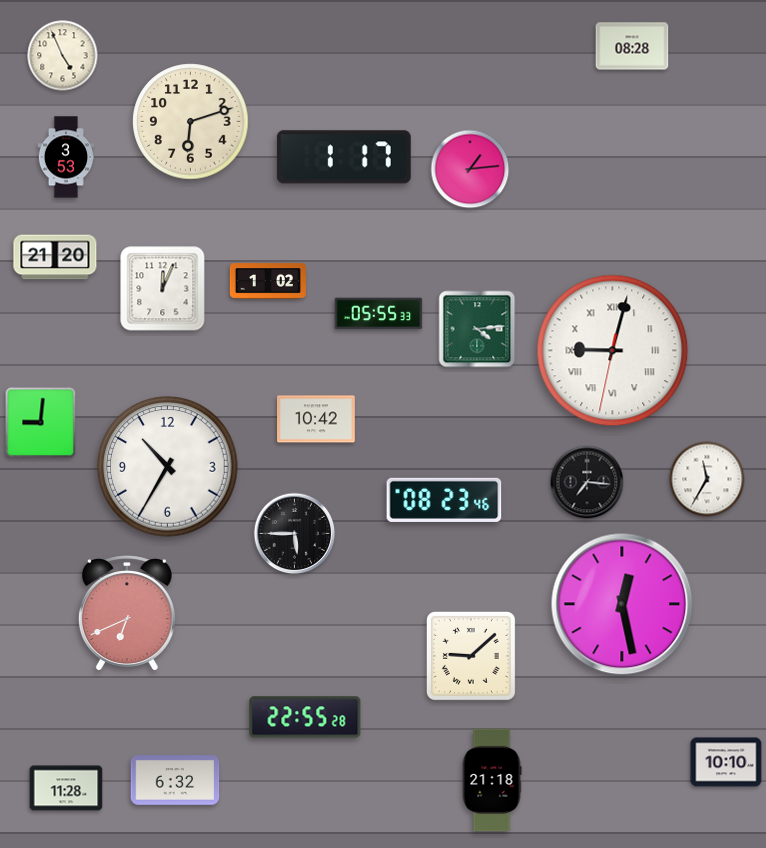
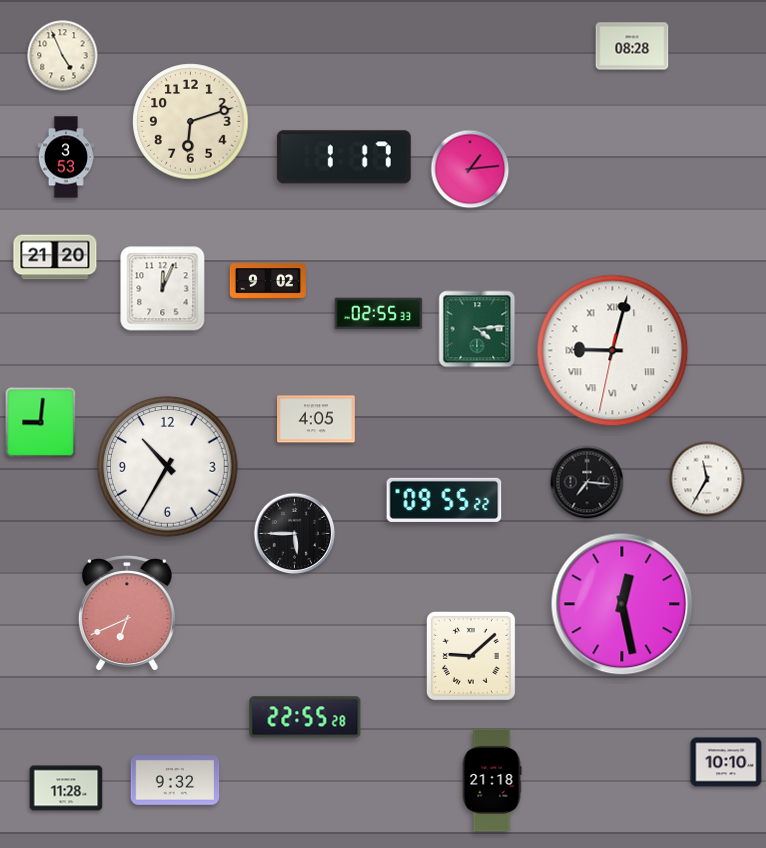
clock at (268, 281): 1:02 -> 9:02
clock at (379, 314): 05:55 -> 02:55
clock at (317, 419): 10:42 -> 4:05
clock at (444, 500): 08:23 -> 09:55
clock at (175, 780): 6:32 -> 9:32
